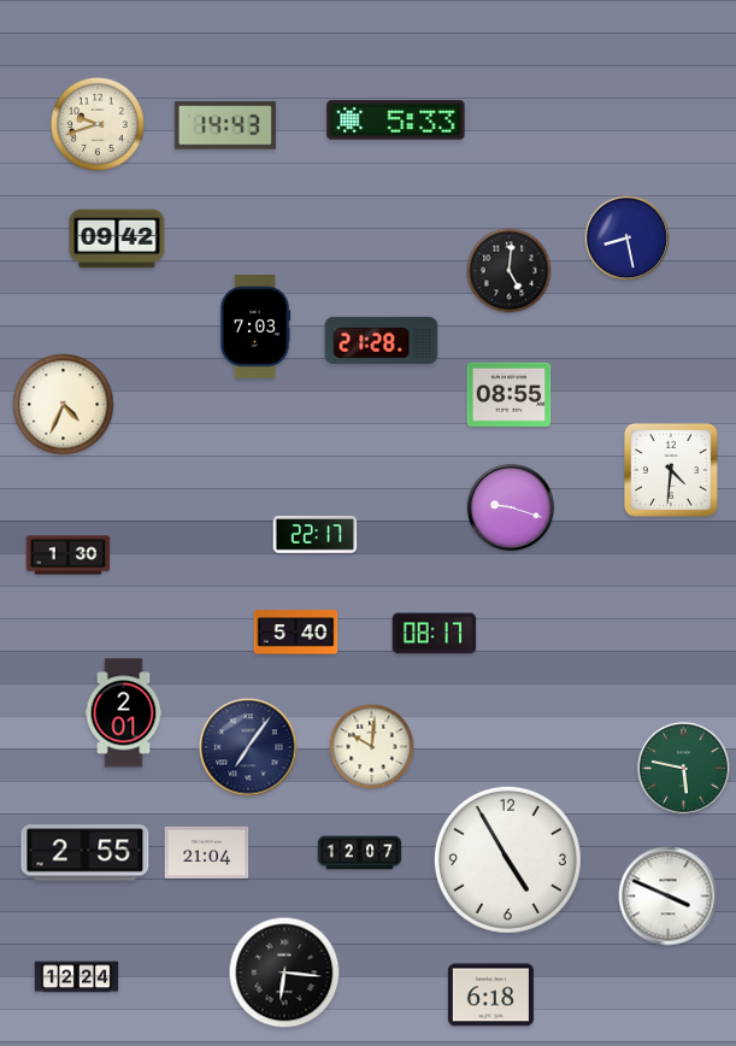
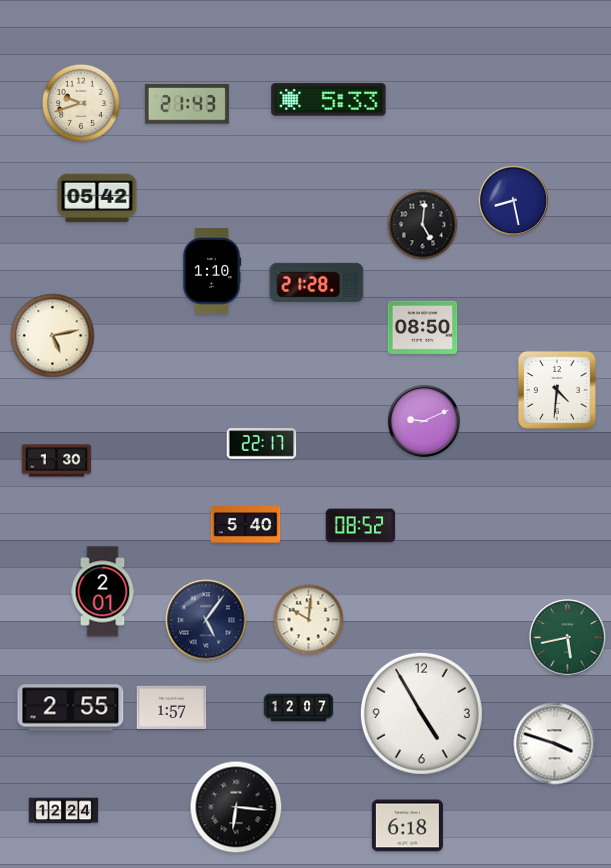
clock at (225, 125): 14:43 -> 21:43
clock at (117, 239): 09:42 -> 05:42
clock at (628, 239) position: (628, 239) -> (514, 201)
clock at (255, 328): 7:03 -> 1:10
clock at (510, 394): 08:55 -> 08:50
clock at (64, 405): 4:34 -> 5:13
clock at (511, 507): 9:18 -> 9:11
clock at (435, 634): 08:17 -> 08:52
clock at (248, 747): 7:06 -> 5:06
clock at (684, 769): 5:47 -> 5:43
clock at (207, 852): 21:04 -> 1:57
clock at (669, 897): 3:49 -> 3:48
